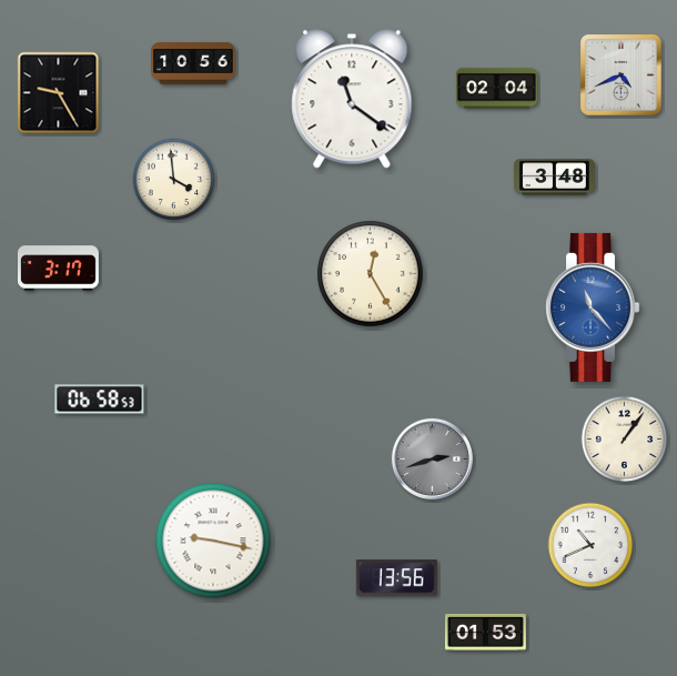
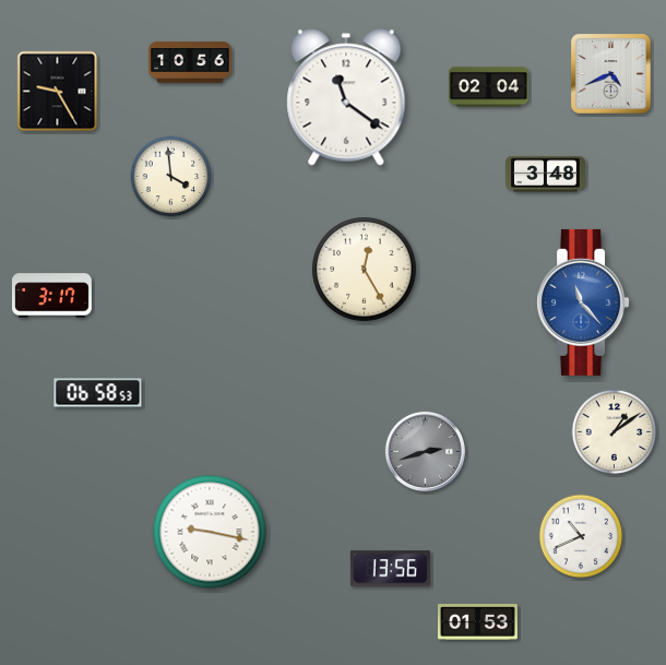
clock at (58, 269) position: (58, 269) -> (51, 296)
clock at (625, 440): 1:06 -> 1:09
